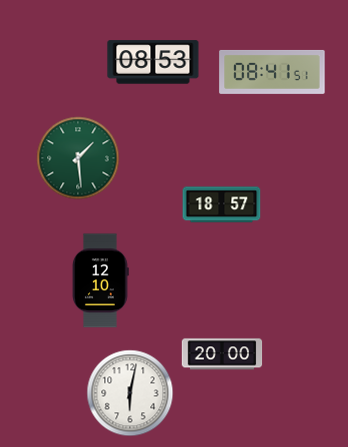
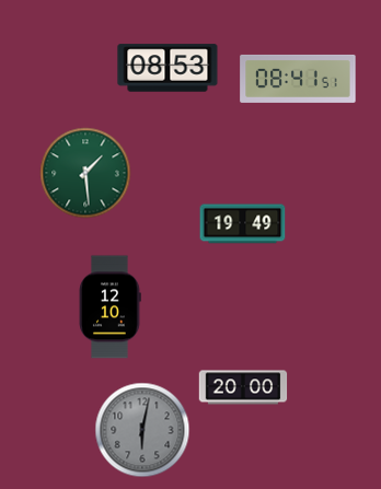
clock at (222, 205): 18:57 -> 19:49
clock at (130, 393) dial: white -> grey
